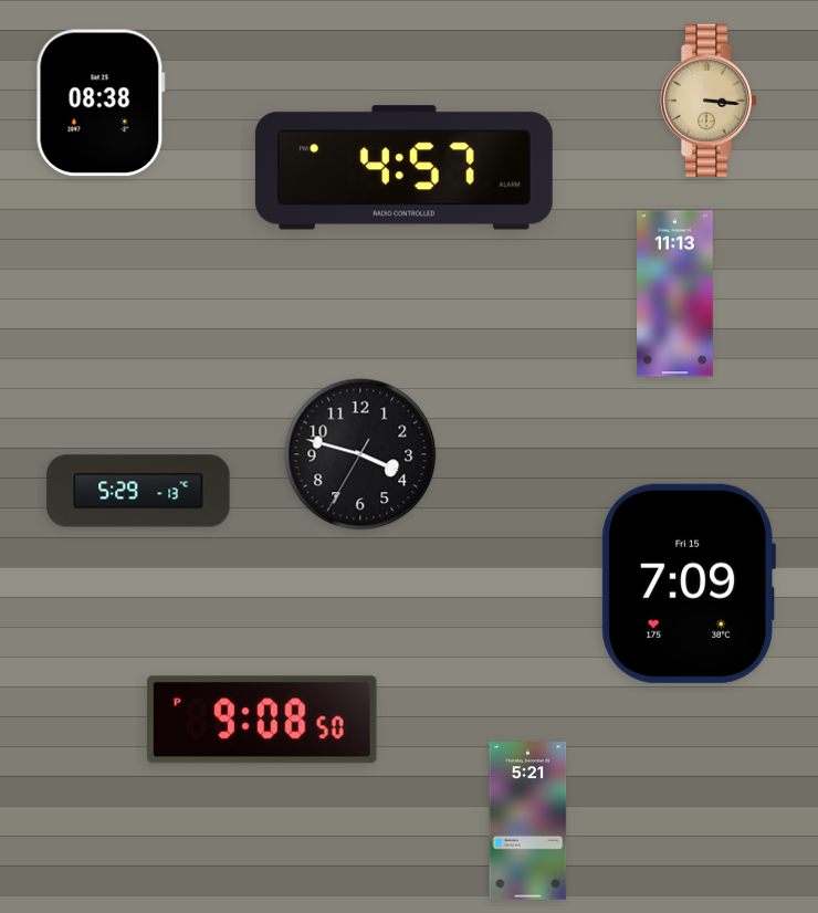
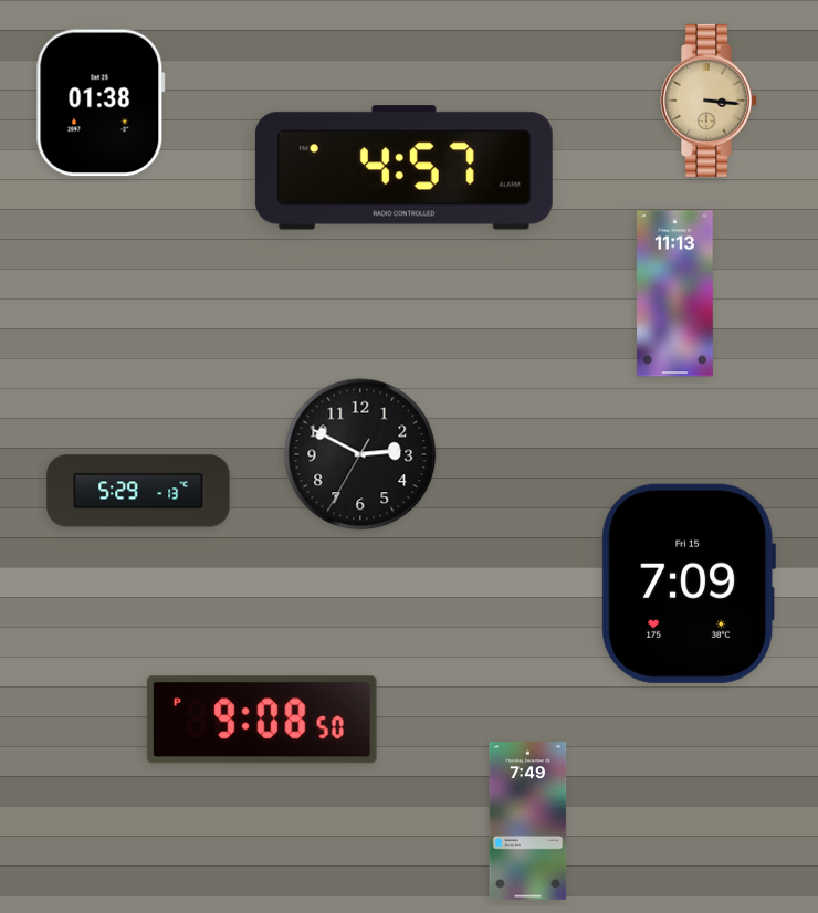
clock at (101, 103): 08:38 -> 01:38
clock at (360, 454): 3:47 -> 2:49
clock at (528, 821): 5:21 -> 7:49
